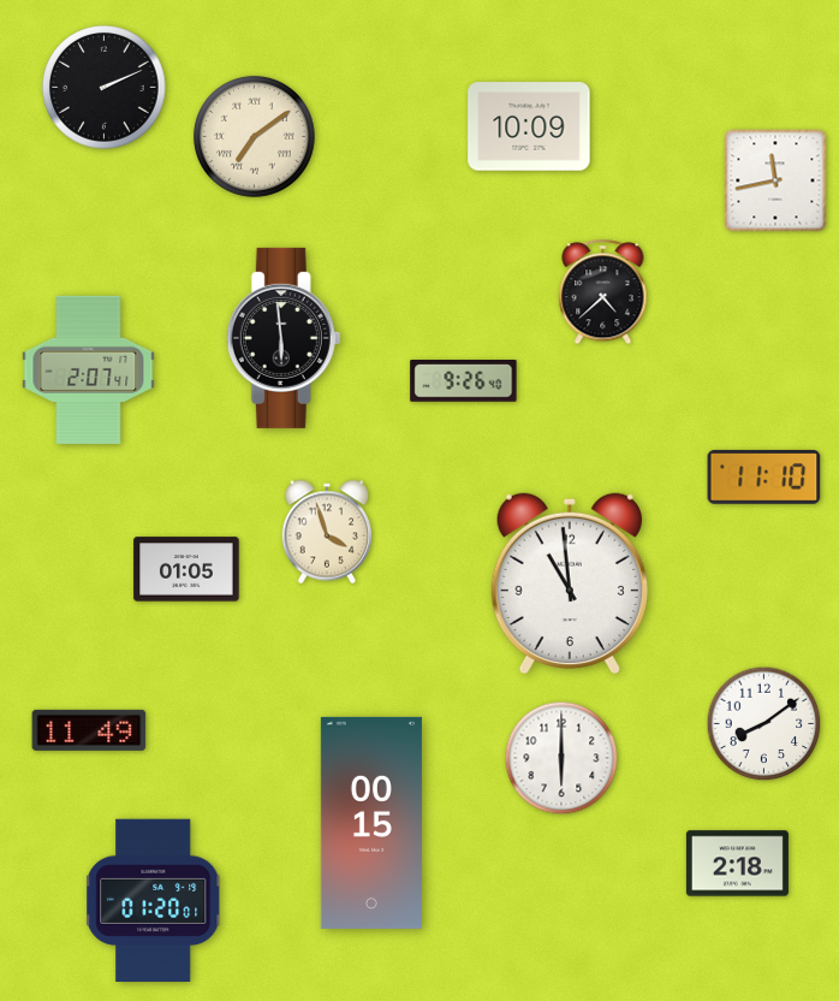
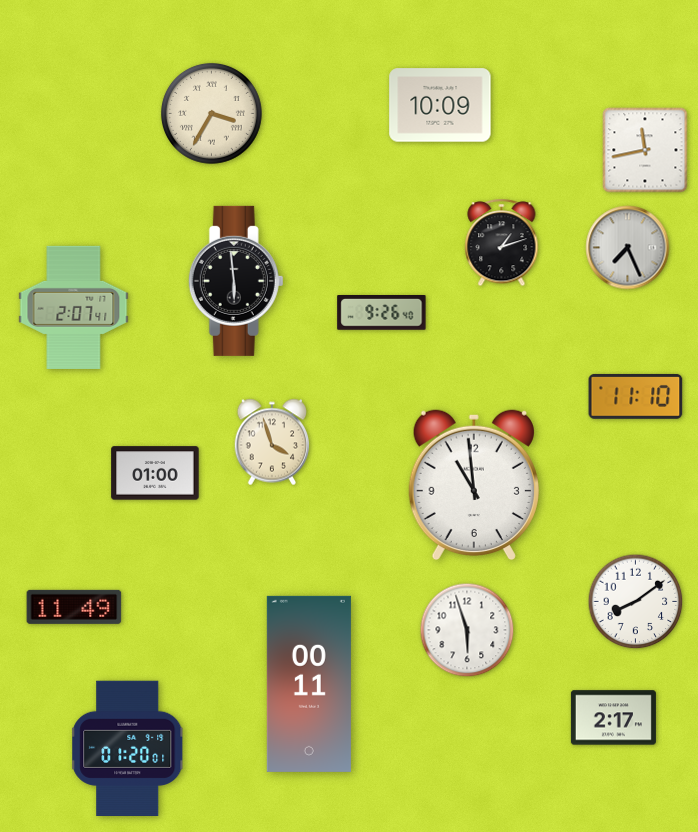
clock at (105, 88): 2:11 -> none
clock at (254, 136): 7:09 -> 3:35
clock at (603, 292): 4:38 -> 1:12
clock at (628, 248): none -> 7:26
clock at (464, 381) position: (464, 381) -> (382, 313)
clock at (186, 569): 01:05 -> 01:00
clock at (561, 758): 6:00 -> 5:57
clock at (371, 823): 00:15 -> 00:11
clock at (737, 864): 2:18 -> 2:17
